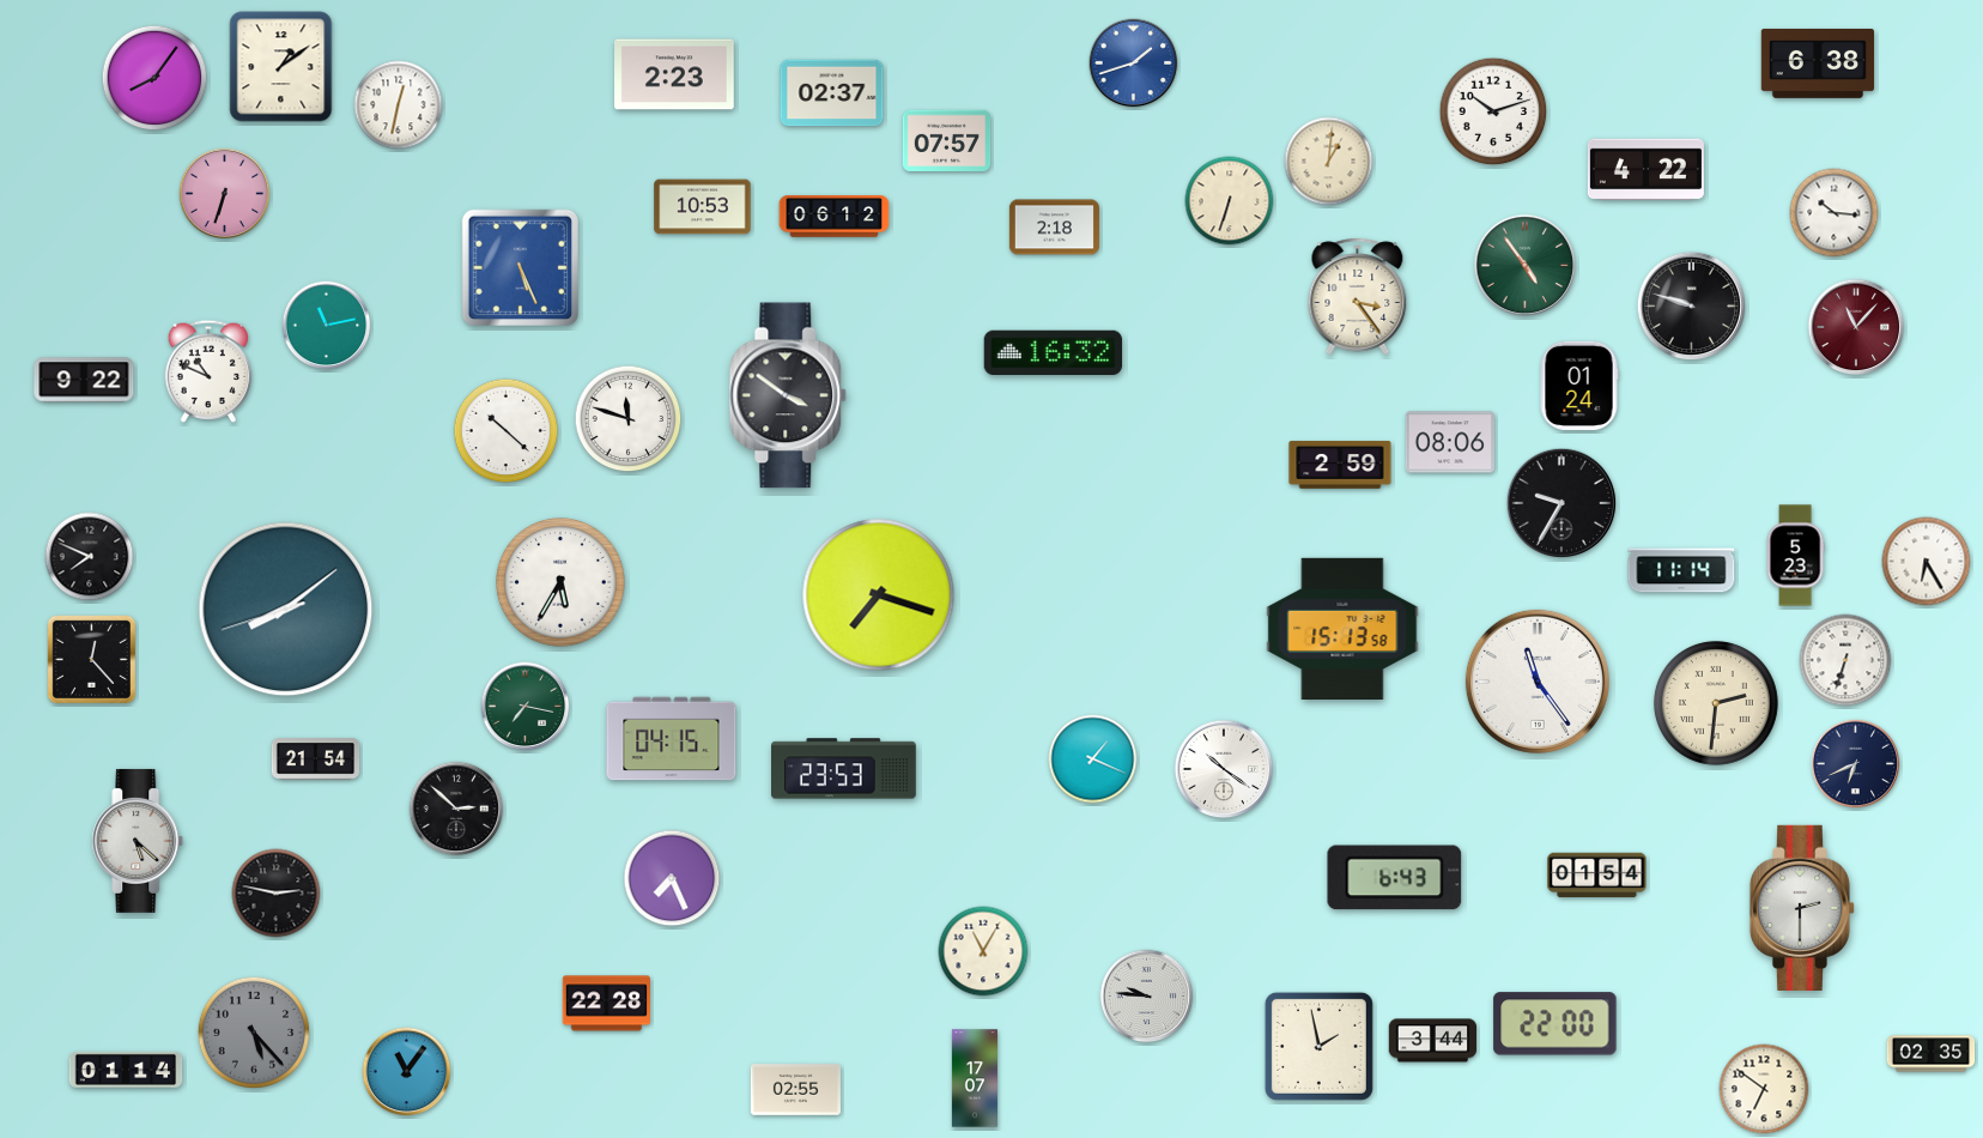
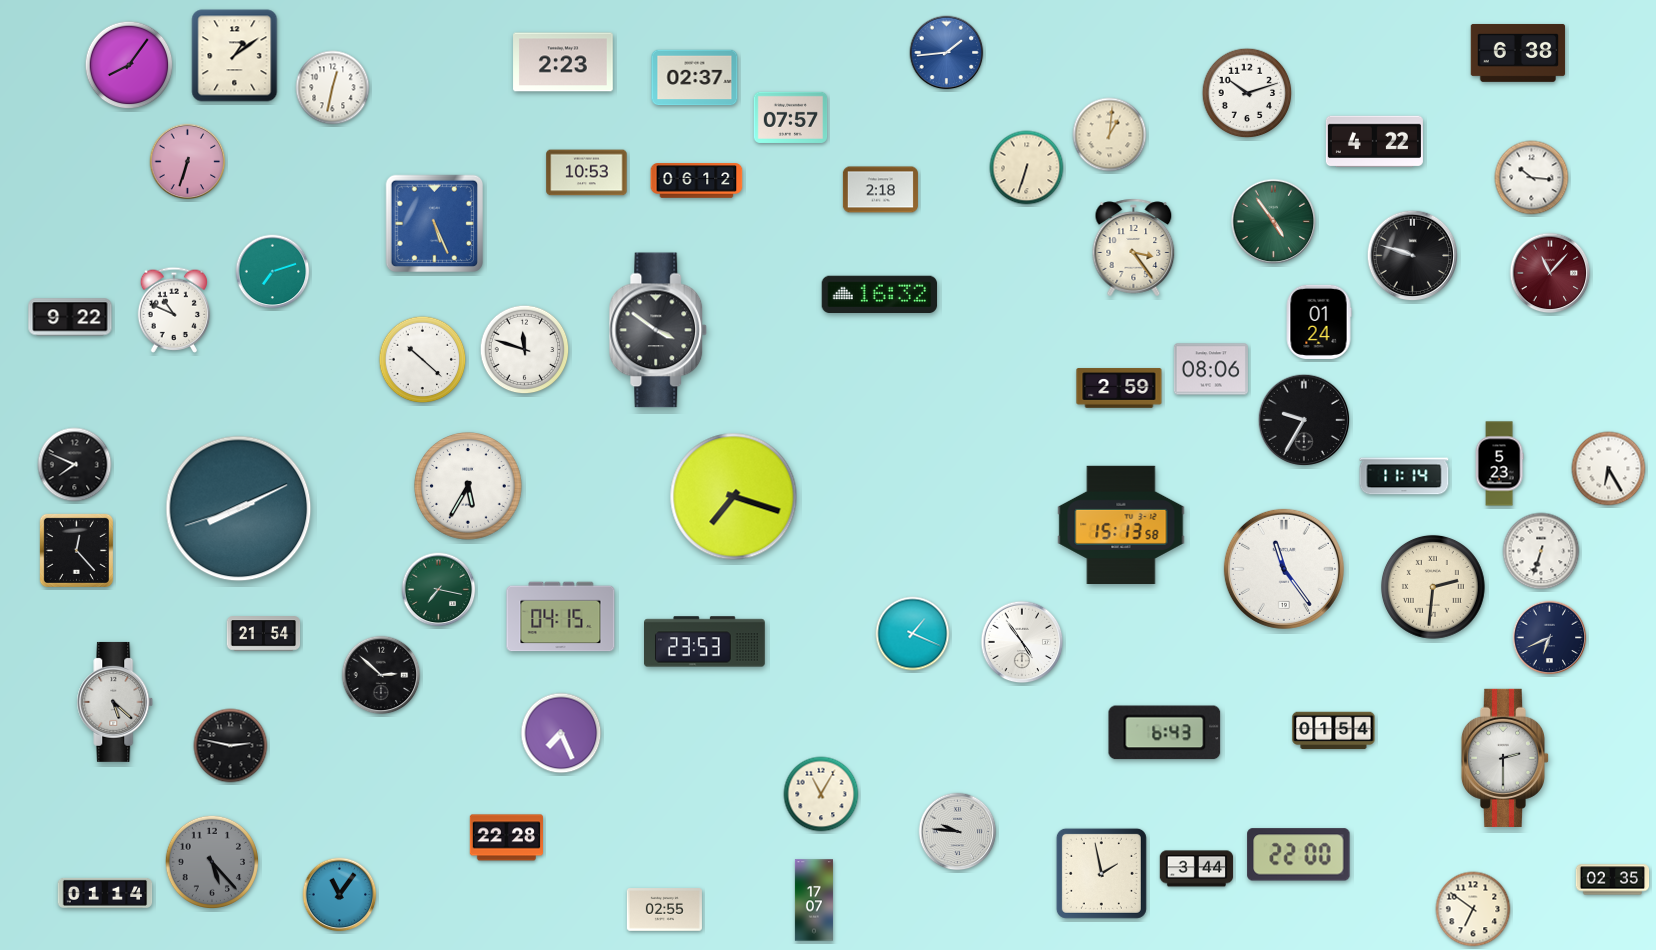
clock at (1134, 63): 1:42 -> 1:44
clock at (327, 326): 11:13 -> 7:12
clock at (286, 610): 8:08 -> 8:10
clock at (1224, 769): 10:21 -> 4:54
